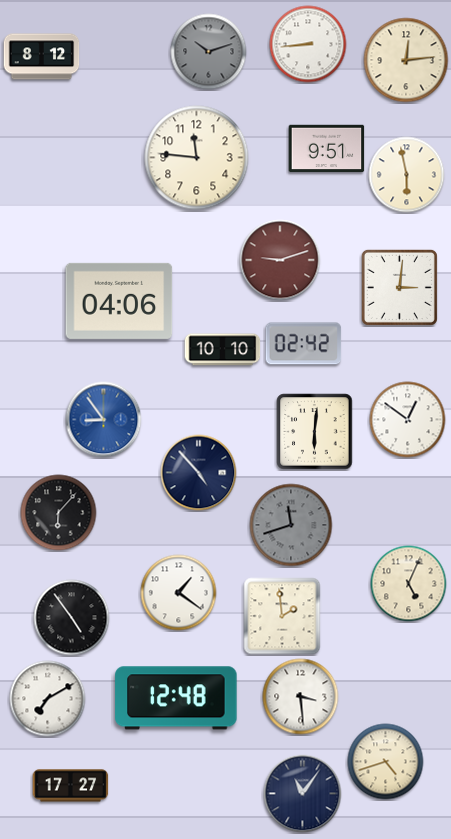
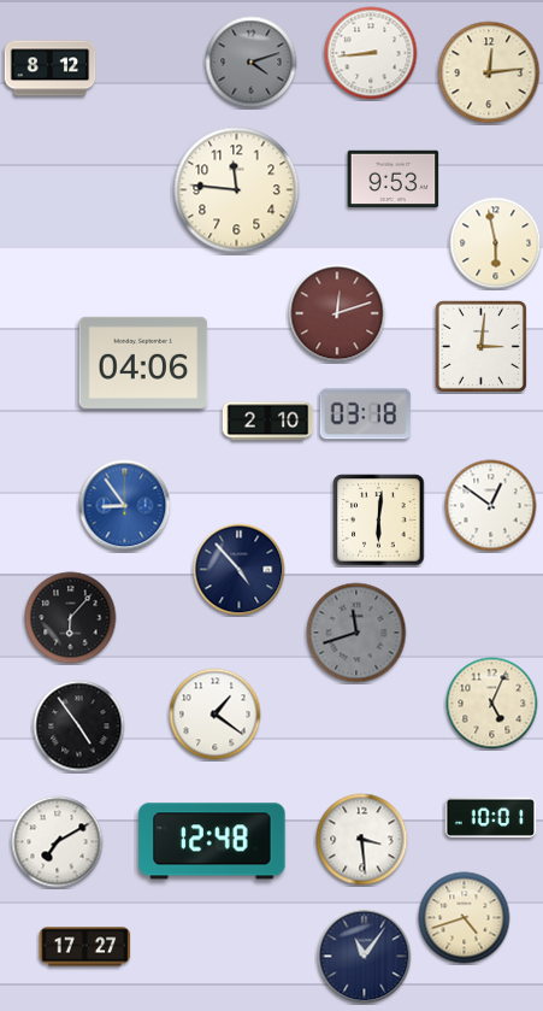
clock at (209, 52): 10:12 -> 4:12
clock at (327, 149): 9:51 -> 9:53
clock at (407, 175) position: (407, 175) -> (496, 243)
clock at (280, 260): 9:12 -> 12:12
clock at (304, 344): 02:42 -> 03:18
clock at (223, 350): 10:10 -> 2:10
clock at (291, 525) position: (291, 525) -> (356, 633)
clock at (282, 616): 1:59 -> none
clock at (72, 618) position: (72, 618) -> (79, 727)
clock at (491, 817): none -> 10:01
